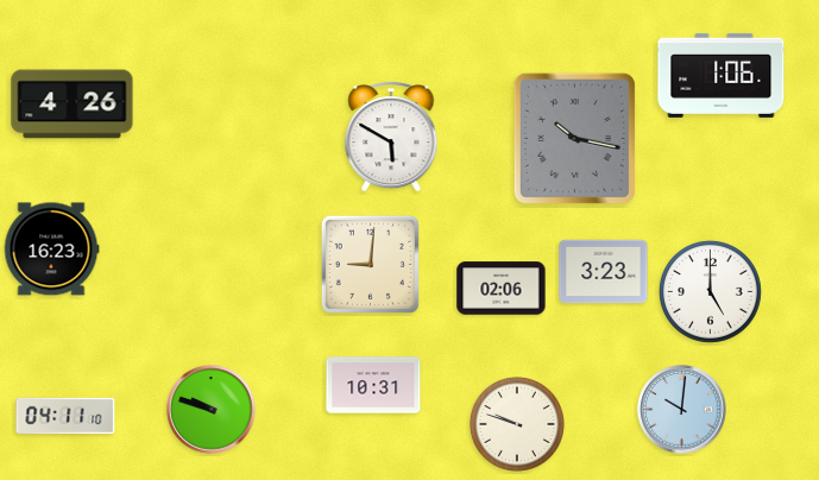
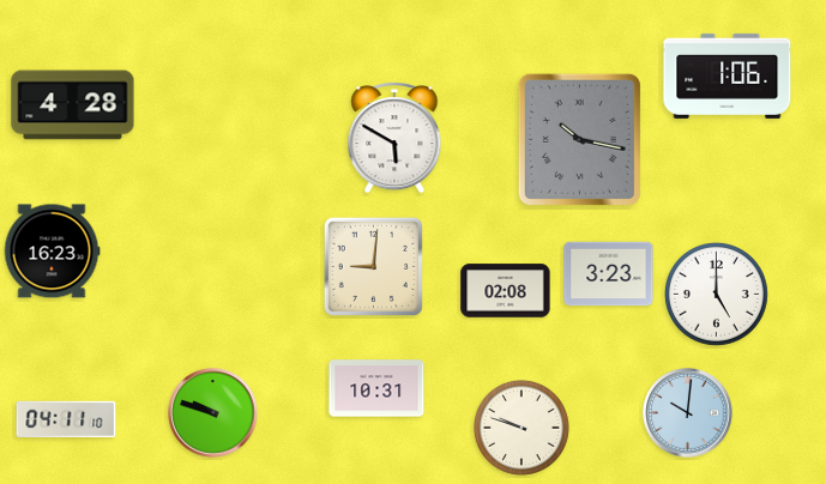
clock at (73, 105): 4:26 -> 4:28
clock at (502, 289): 02:06 -> 02:08
